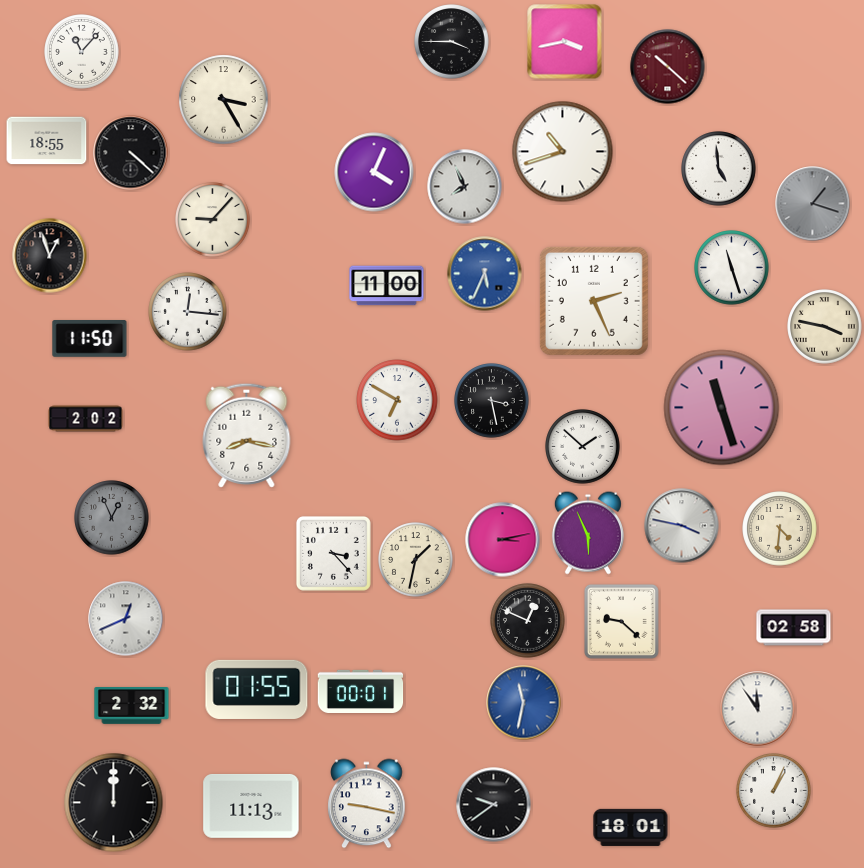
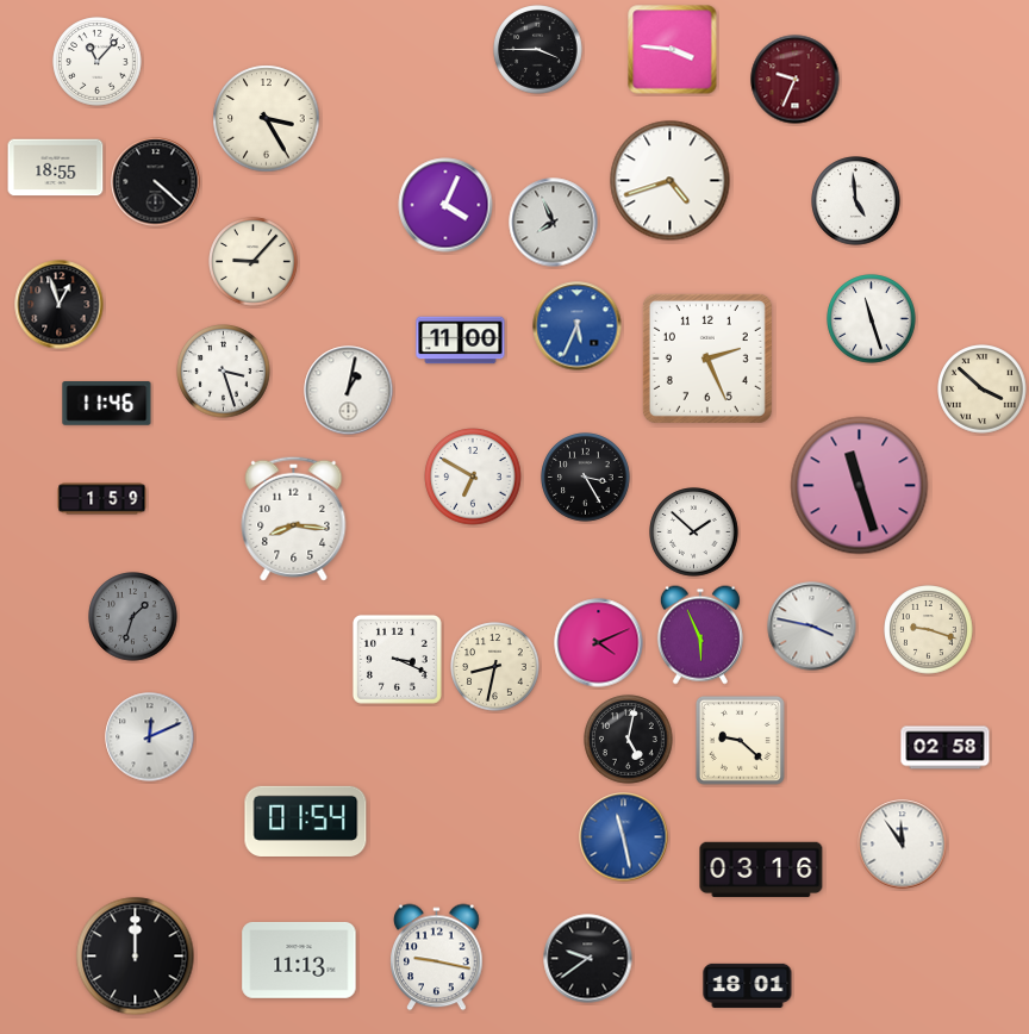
clock at (565, 42): 3:43 -> 3:46
clock at (668, 67): 10:22 -> 9:34
clock at (563, 152): 10:42 -> 4:42
clock at (813, 204): 1:18 -> none
clock at (188, 312): 12:16 -> 3:27
clock at (825, 327): 3:47 -> 3:52
clock at (349, 391): none -> 1:02
clock at (90, 339): 11:50 -> 11:46
clock at (492, 401): 3:28 -> 3:25
clock at (86, 419): 2:02 -> 1:59
clock at (247, 435): 8:17 -> 8:16
clock at (112, 518): 12:56 -> 1:33
clock at (780, 529): 4:31 -> 9:18
clock at (503, 540): 3:13 -> 4:11
clock at (333, 553): 3:23 -> 3:19
clock at (416, 560): 1:32 -> 8:32
clock at (126, 619): 12:41 -> 12:11
clock at (528, 621): 12:49 -> 5:02
clock at (257, 689): 01:55 -> 01:54
clock at (361, 691): 00:01 -> none
clock at (524, 703): 11:32 -> 11:28
clock at (132, 706): 2:32 -> none
clock at (761, 868): none -> 03:16
clock at (774, 791): 1:04 -> none
clock at (631, 827) position: (631, 827) -> (748, 985)
